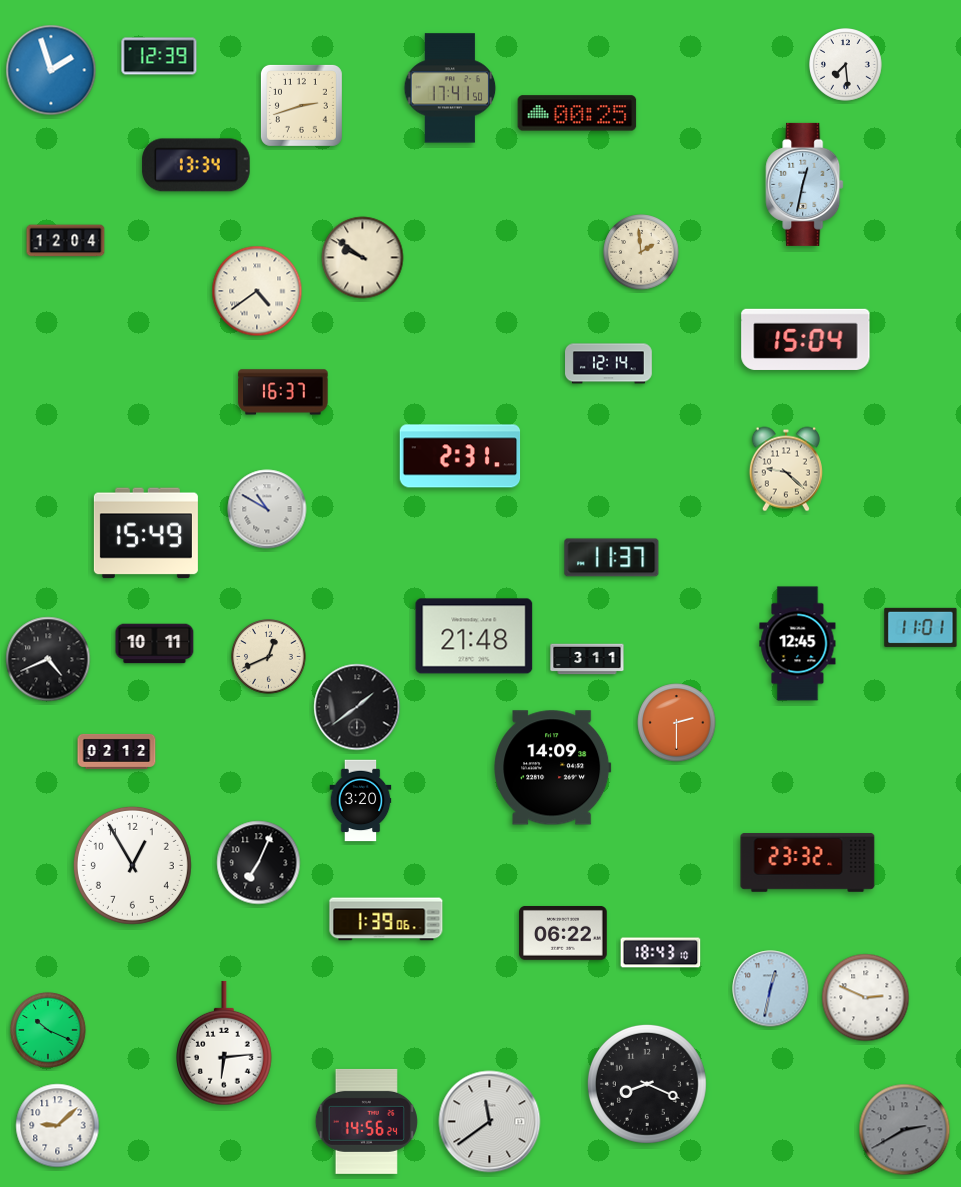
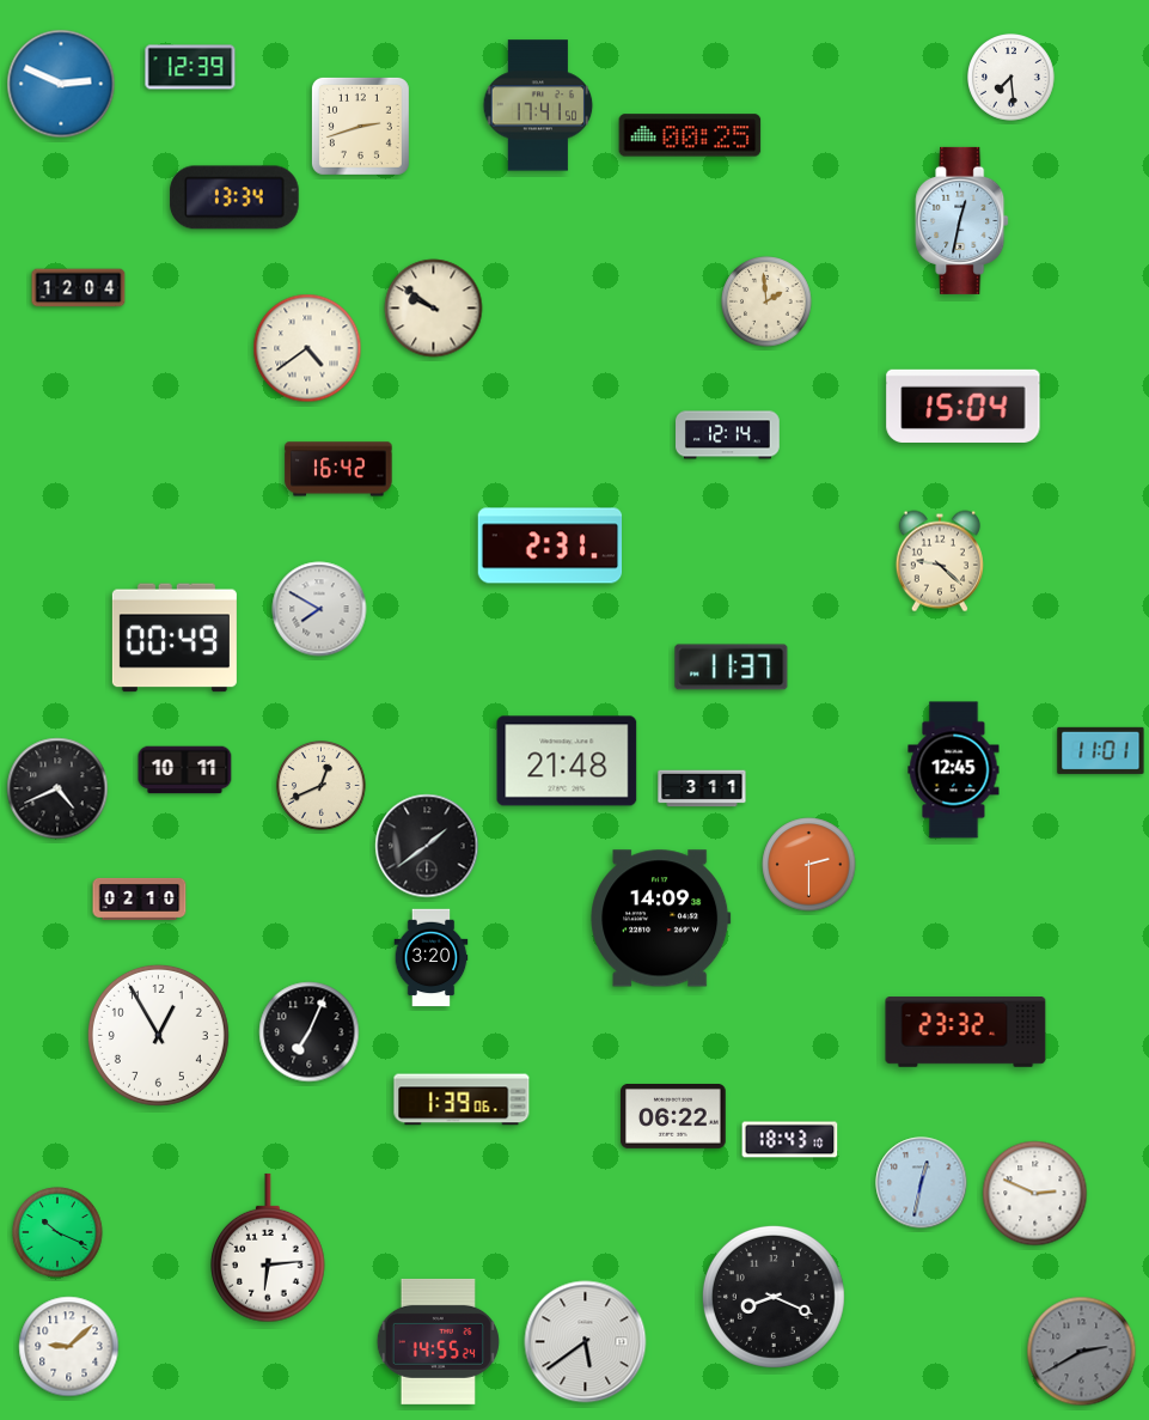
clock at (51, 70): 1:57 -> 2:49
clock at (283, 392): 16:37 -> 16:42
clock at (267, 509): 10:50 -> 7:50
clock at (146, 533): 15:49 -> 00:49
clock at (117, 751): 02:12 -> 02:10
clock at (366, 1121): 14:56 -> 14:55
clock at (490, 1122): 11:39 -> 5:39
